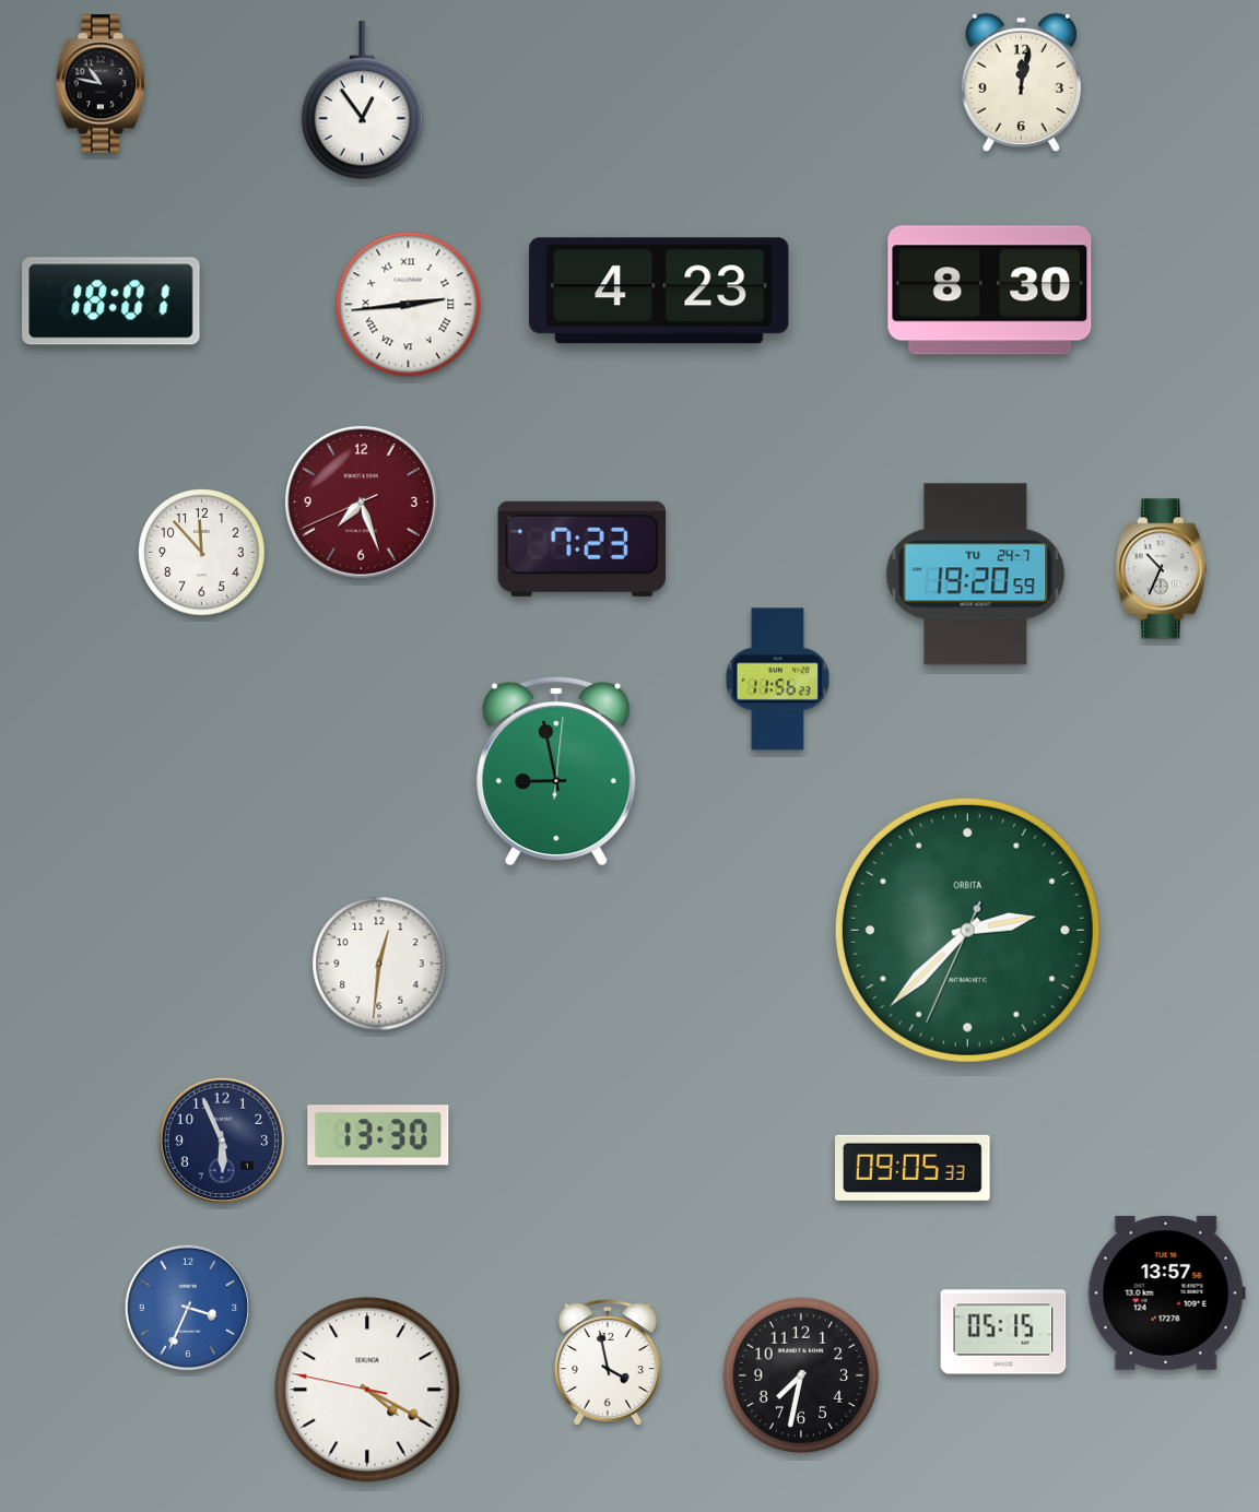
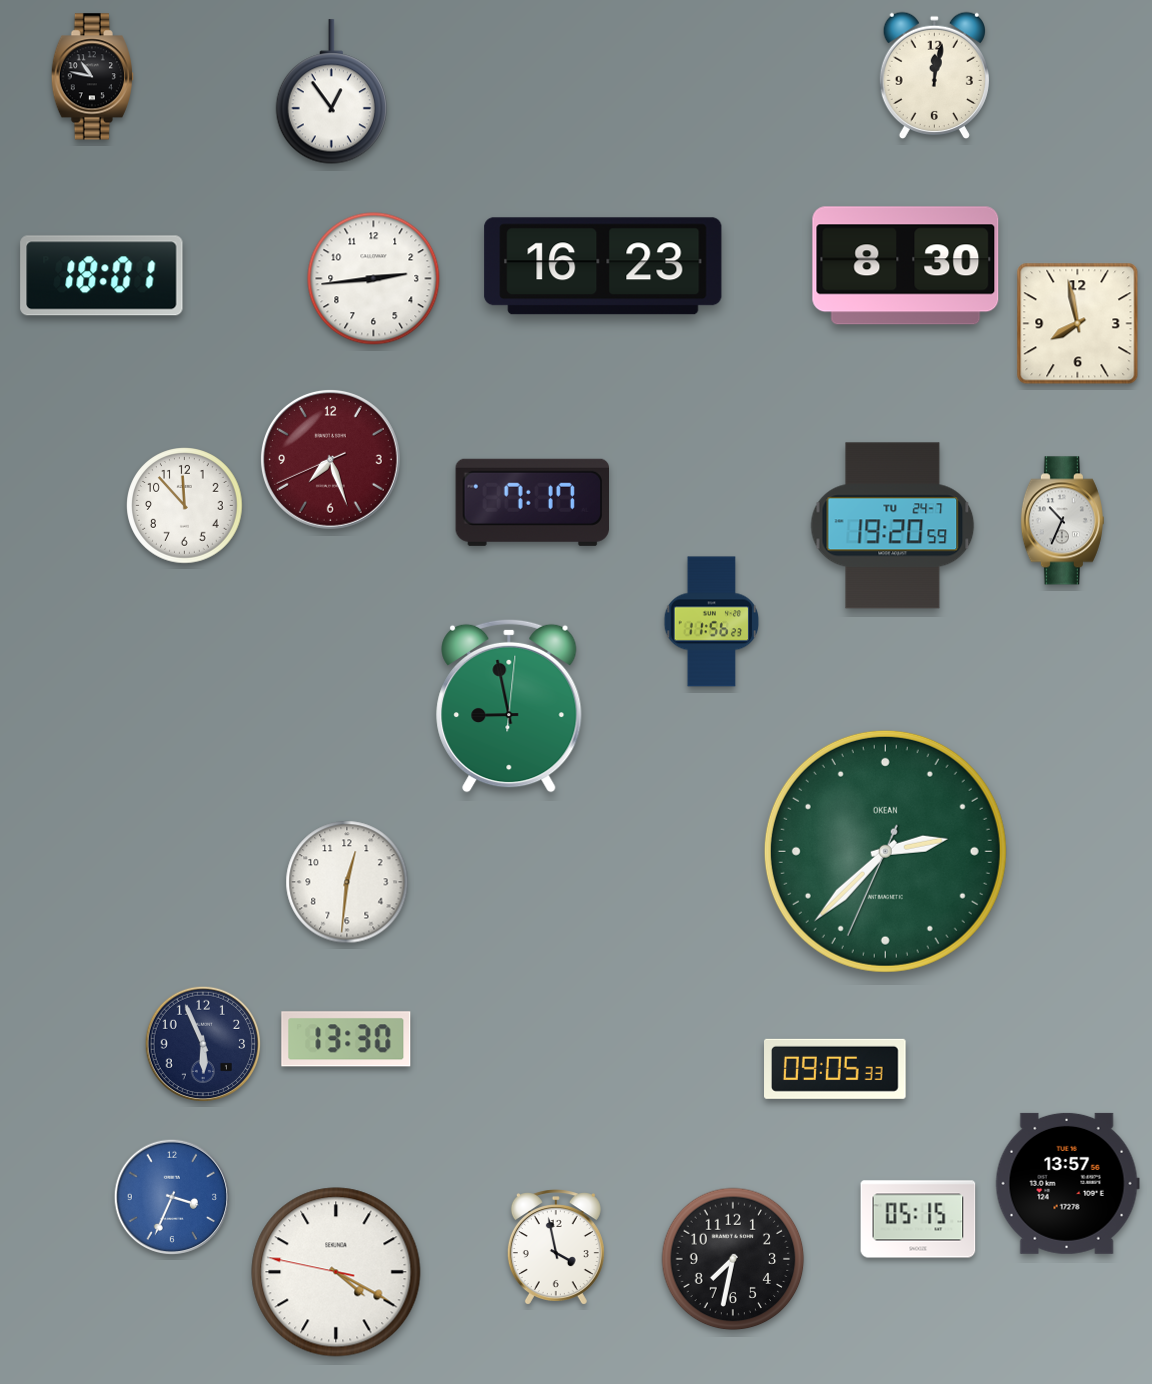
clock at (659, 291): 4:23 -> 16:23
clock at (409, 305) numerals: Roman -> Arabic
clock at (1078, 324): none -> 7:58
clock at (581, 548): 7:23 -> 7:17
clock at (967, 930) brand: ORBITA -> OKEAN
